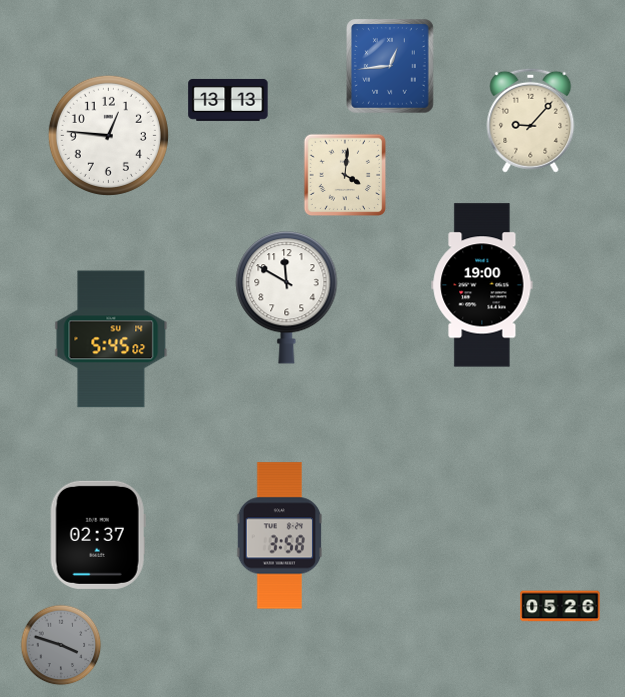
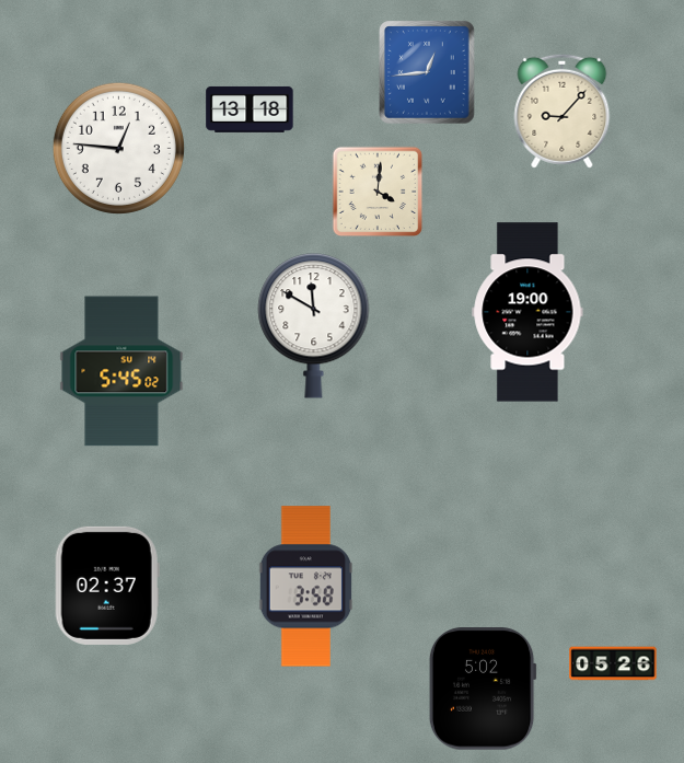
clock at (228, 100): 13:13 -> 13:18
clock at (531, 120) position: (531, 120) -> (563, 111)
clock at (483, 690): none -> 5:02
clock at (61, 645): 3:48 -> none
